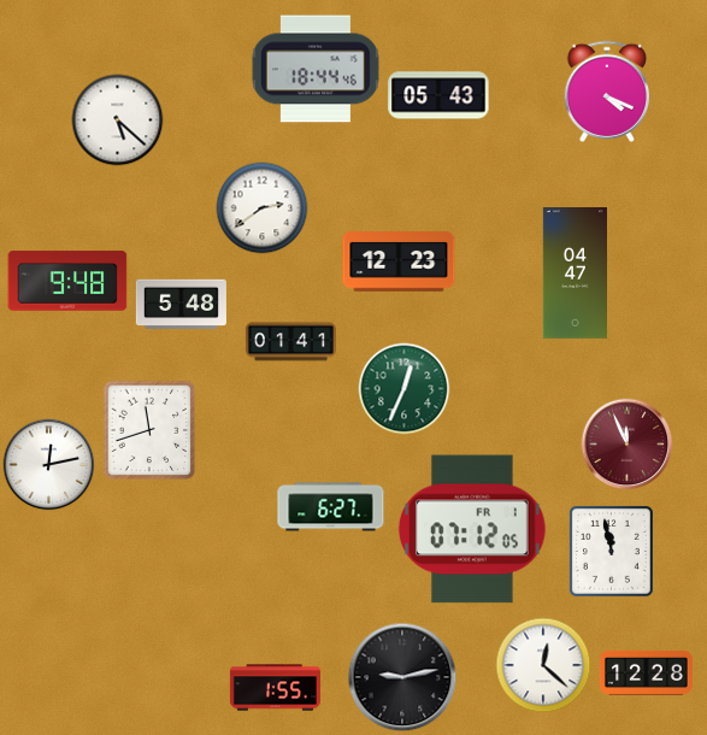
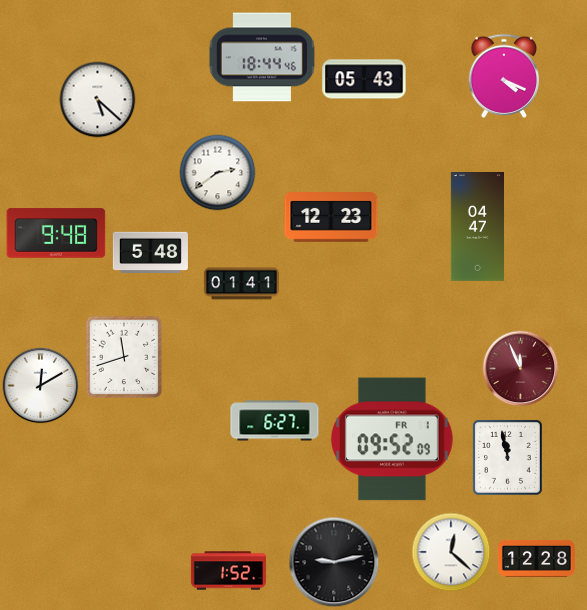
clock at (405, 389): 12:34 -> none
clock at (49, 465): 12:13 -> 12:10
clock at (472, 529): 07:12 -> 09:52
clock at (275, 688): 1:55 -> 1:52
